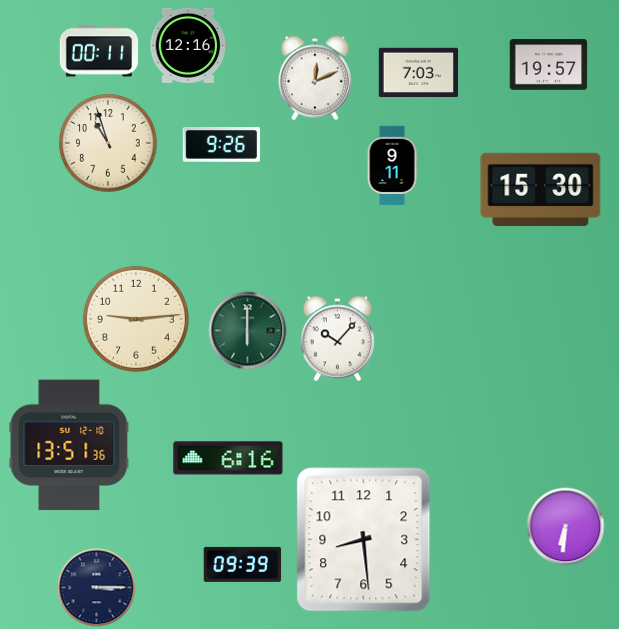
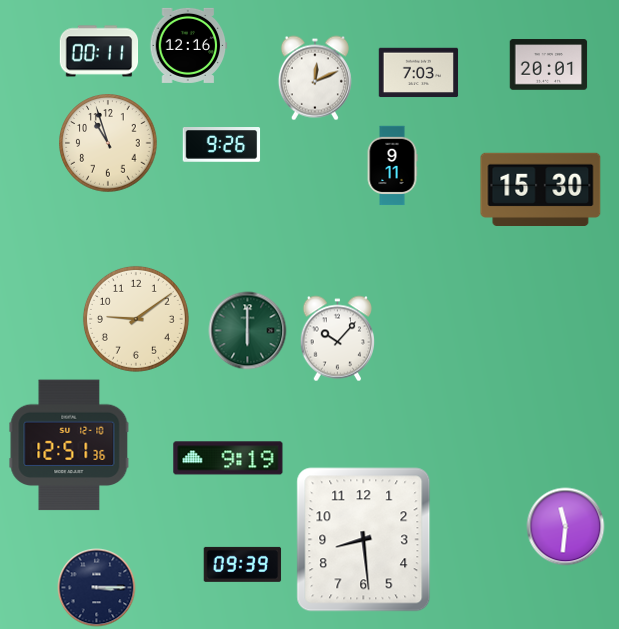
clock at (548, 65): 19:57 -> 20:01
clock at (136, 319): 9:14 -> 9:09
clock at (69, 445): 13:51 -> 12:51
clock at (228, 458): 6:16 -> 9:19
clock at (565, 526): 6:31 -> 11:31
